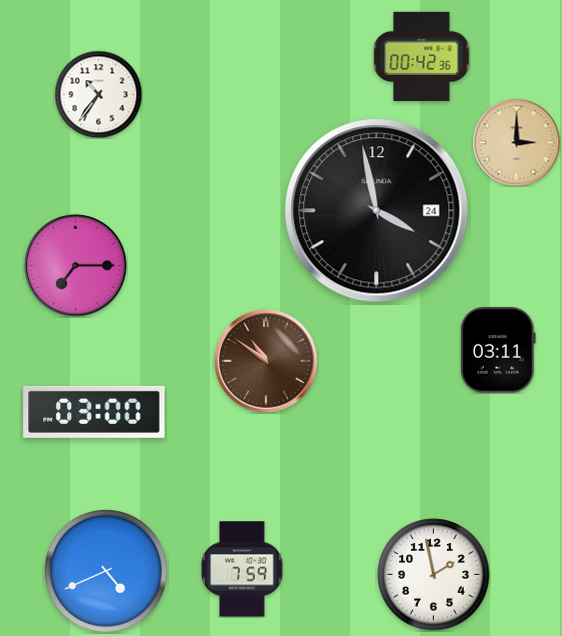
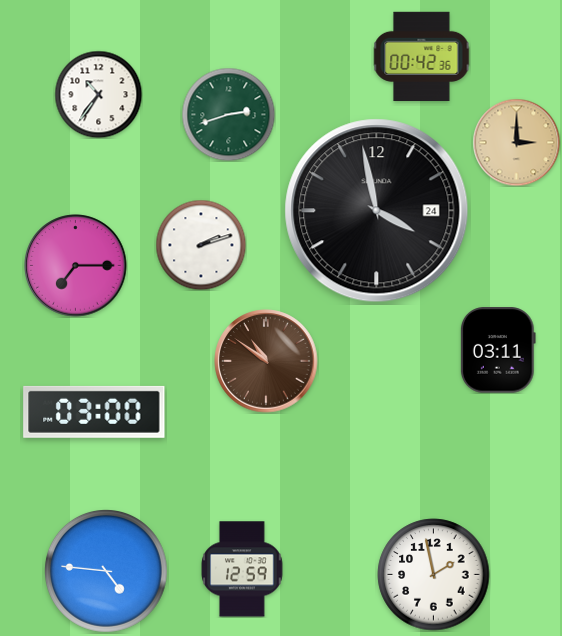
clock at (228, 114): none -> 2:42
clock at (201, 245): none -> 2:12
clock at (242, 569): 7:59 -> 12:59
clock at (107, 572): 4:41 -> 4:46
